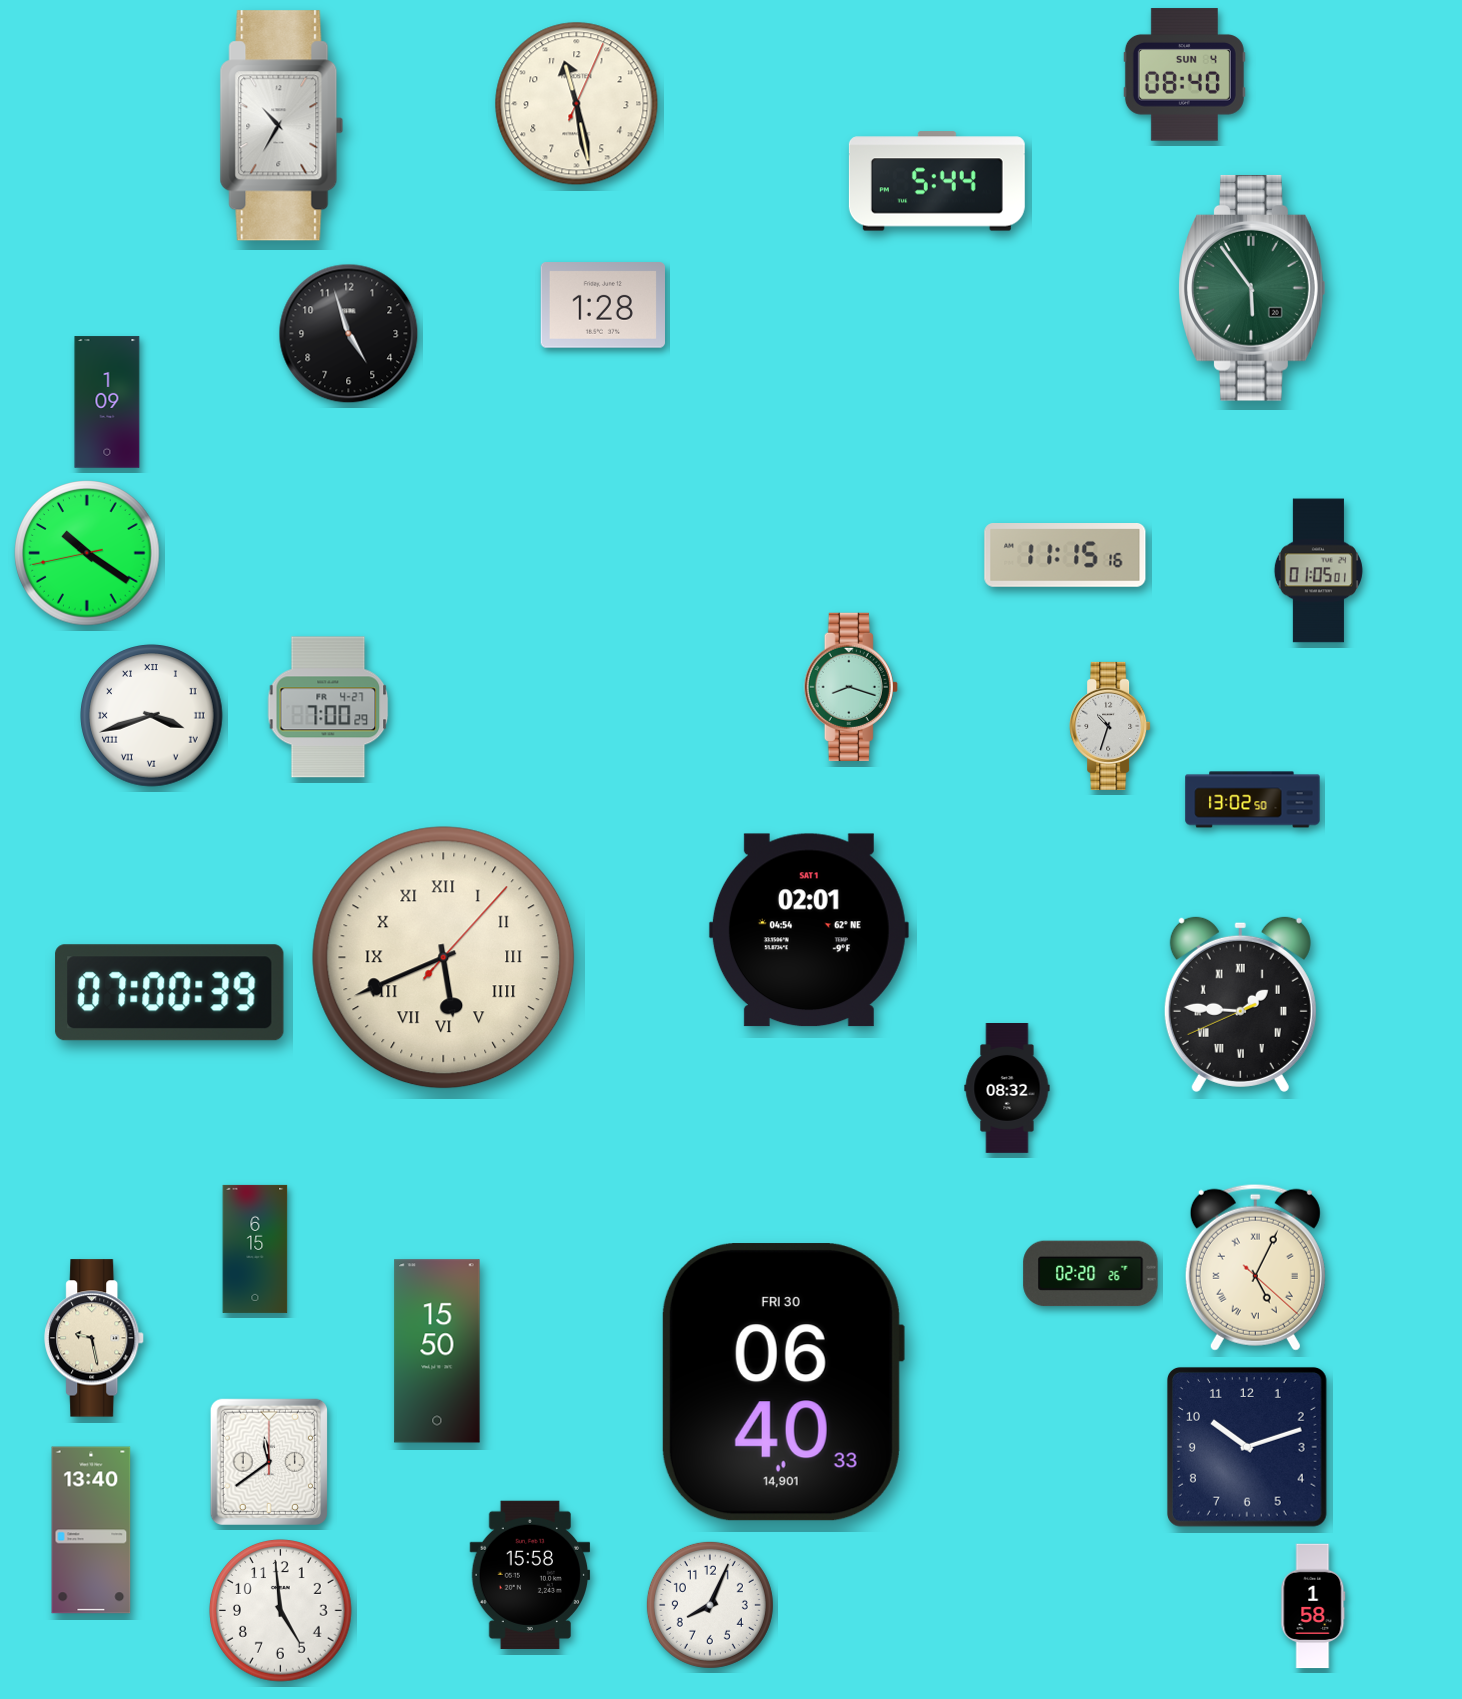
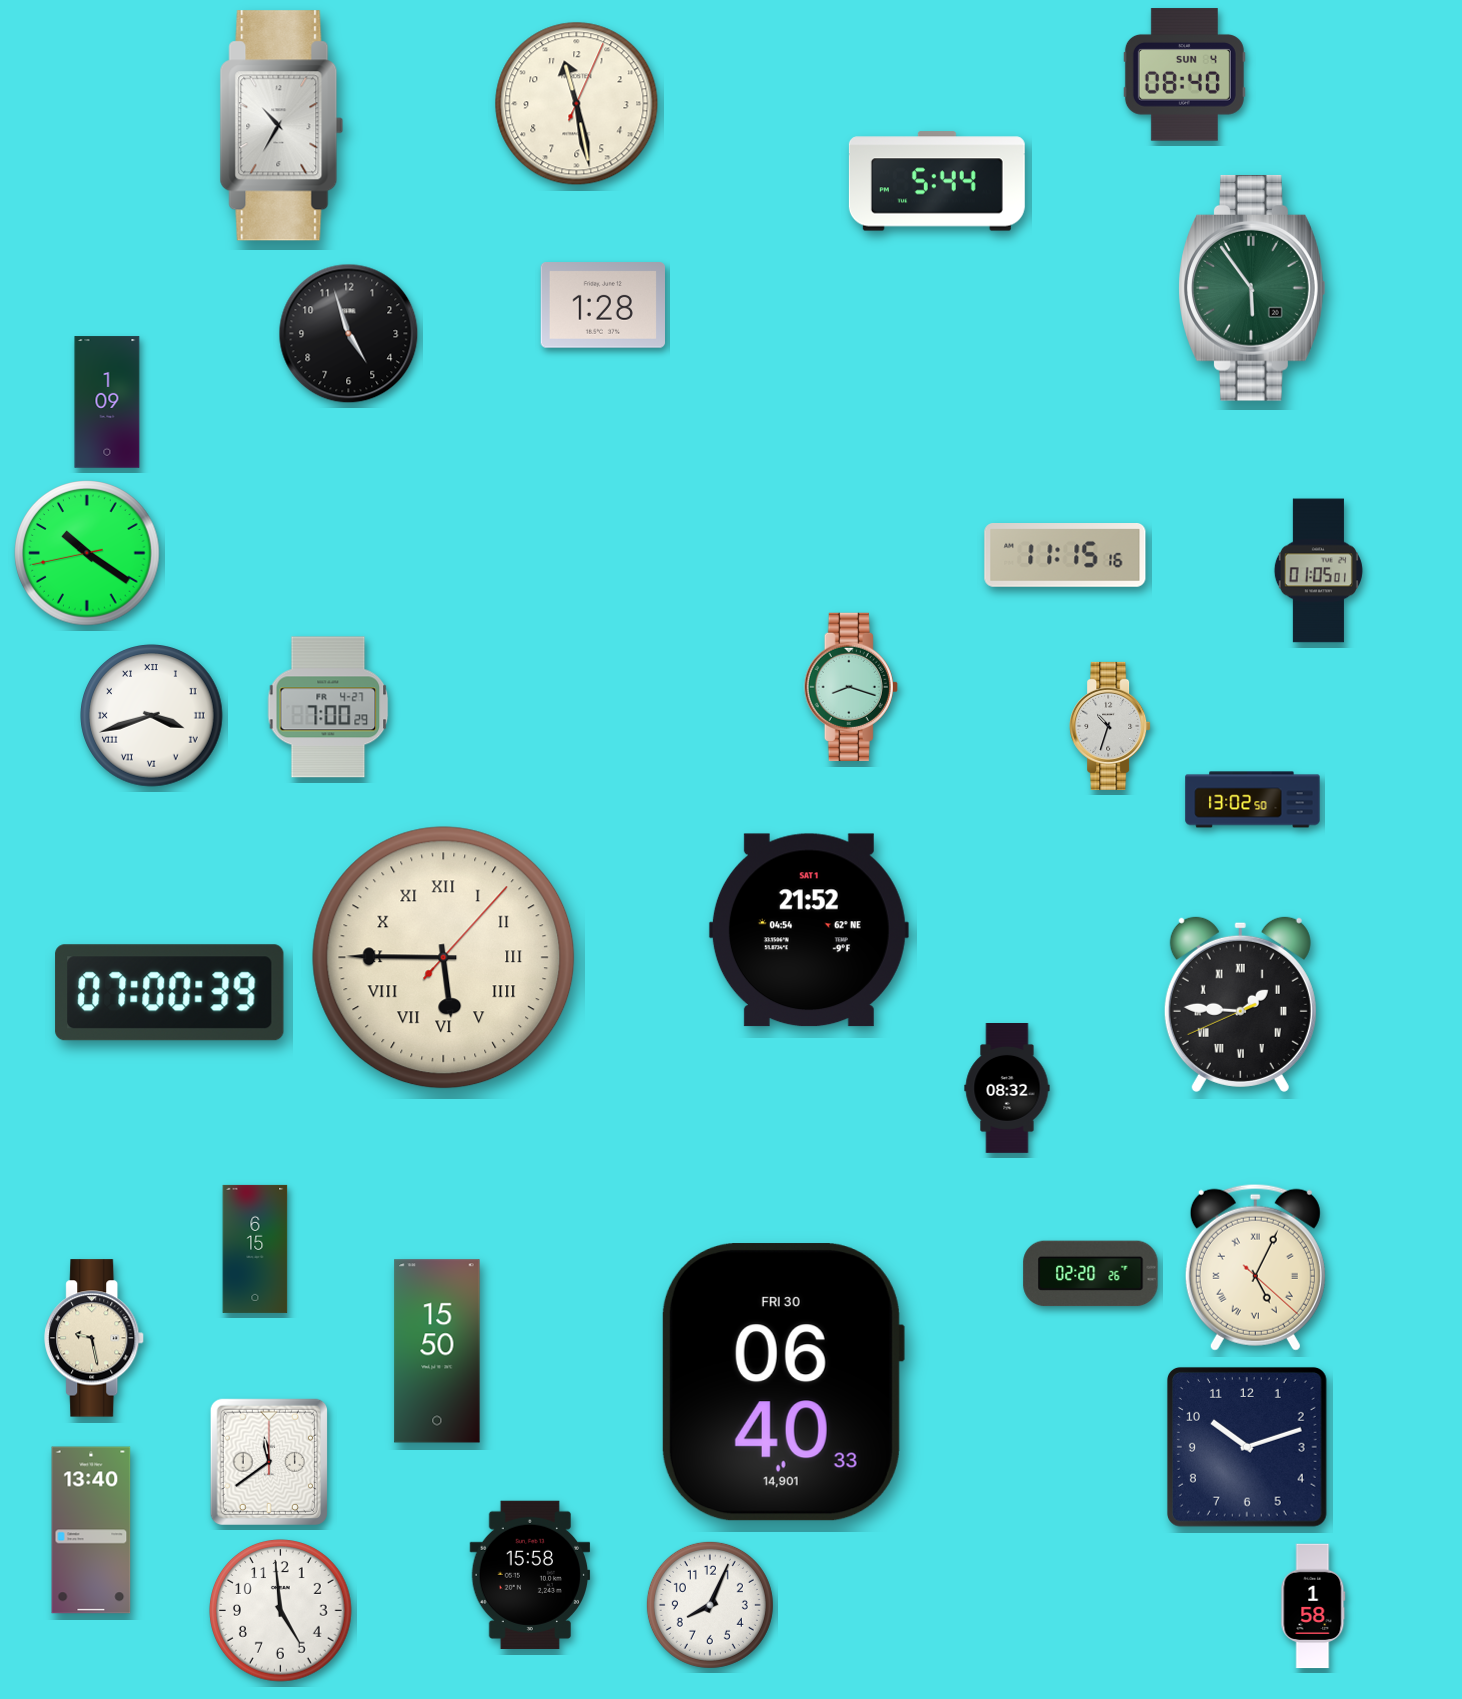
clock at (809, 930): 02:01 -> 21:52
clock at (444, 958): 5:41 -> 5:45
